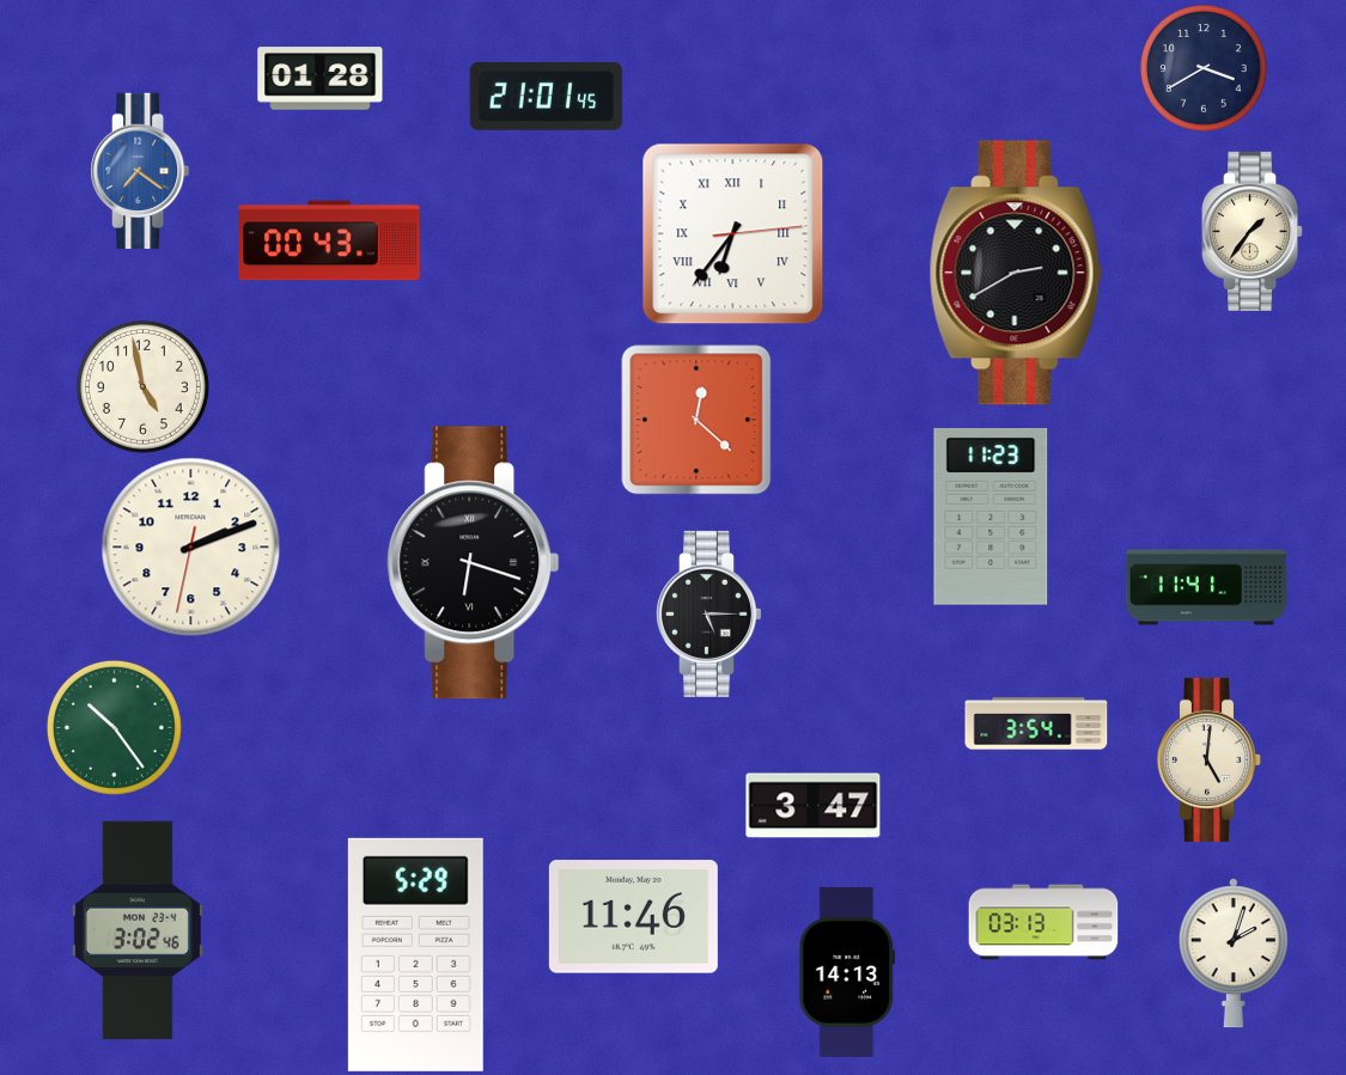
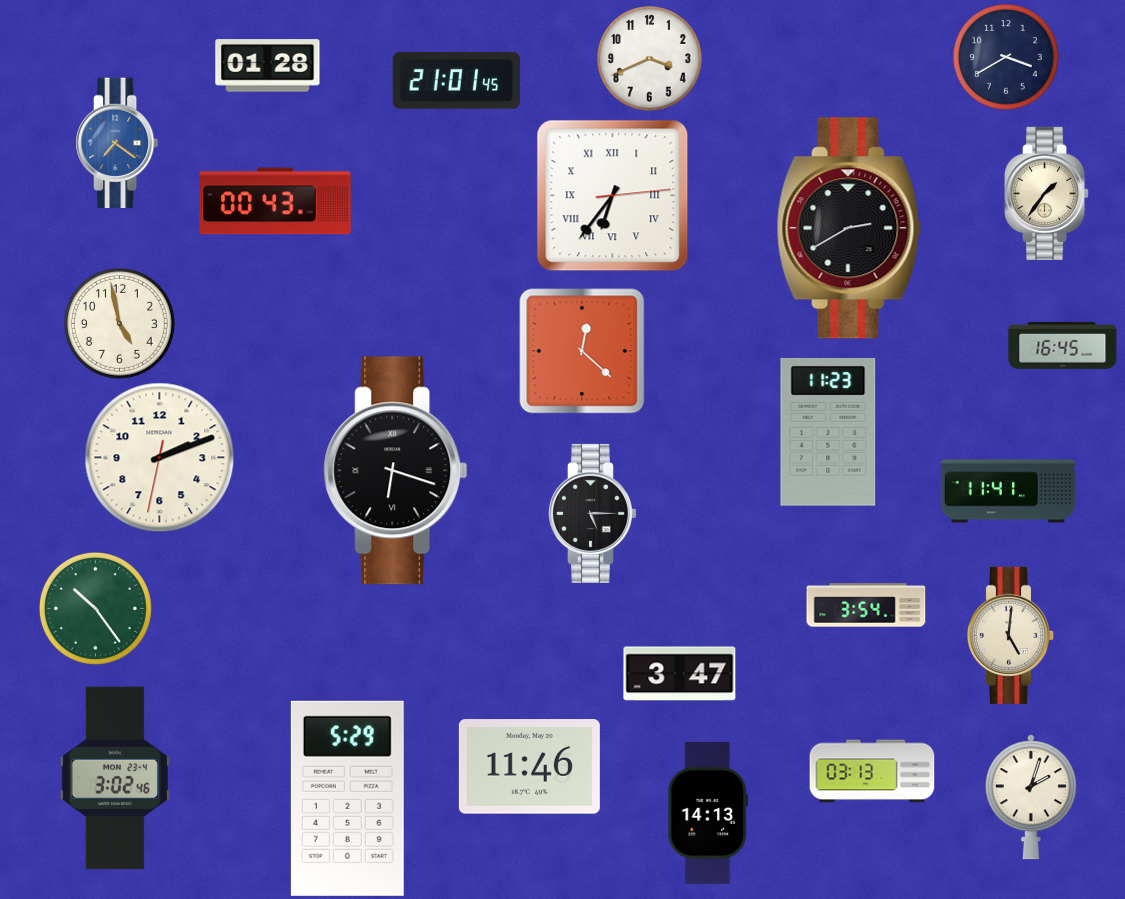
clock at (650, 59): none -> 3:41
clock at (1063, 345): none -> 16:45
